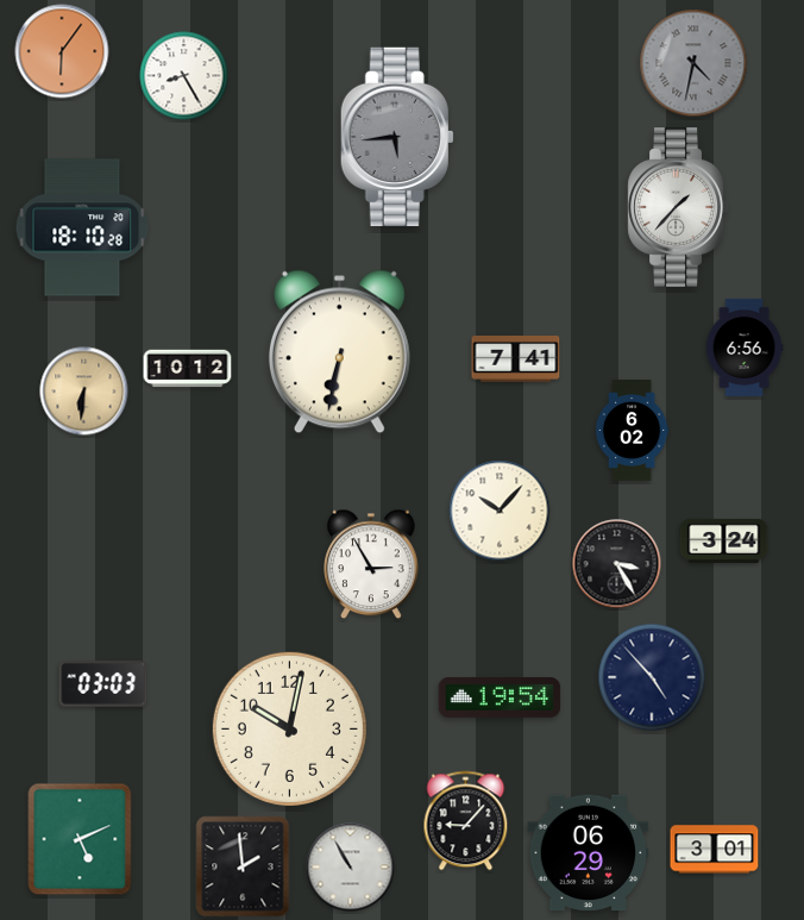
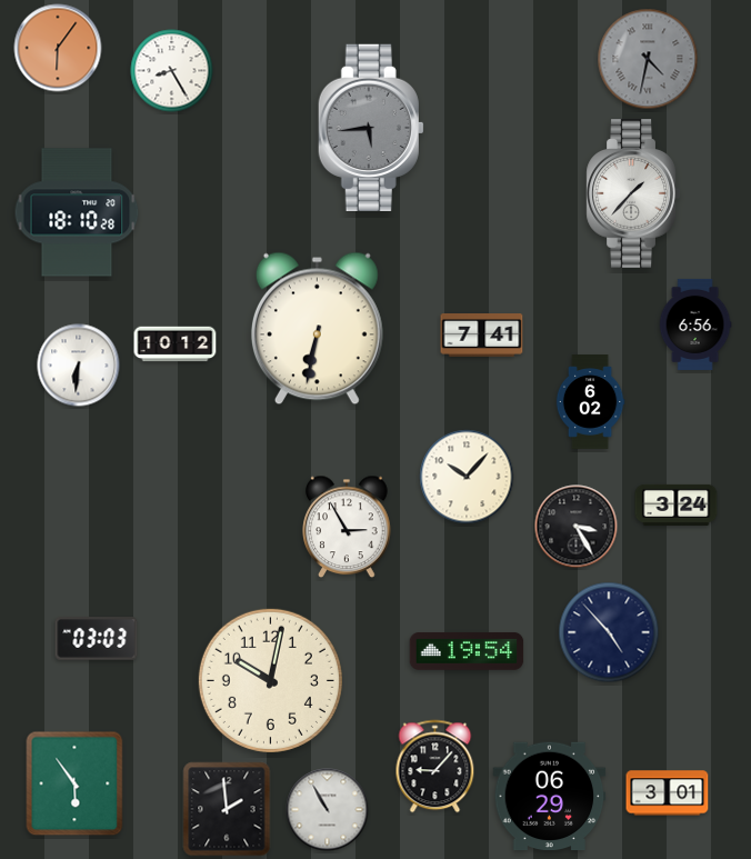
clock at (84, 392) dial: champagne -> white
clock at (80, 839): 5:11 -> 5:54
